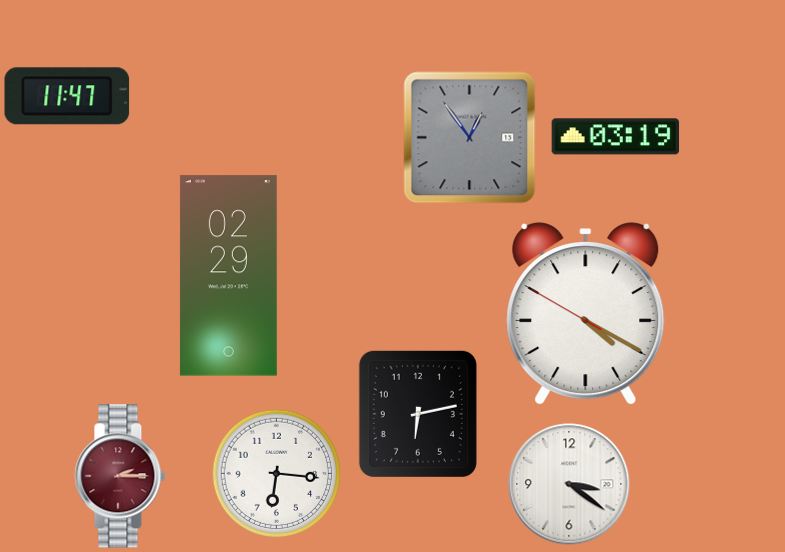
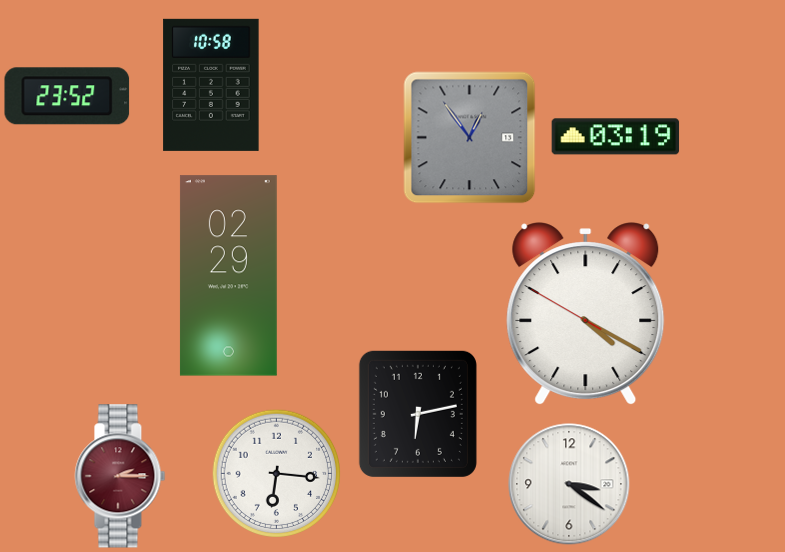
clock at (211, 85): none -> 10:58
clock at (67, 96): 11:47 -> 23:52
